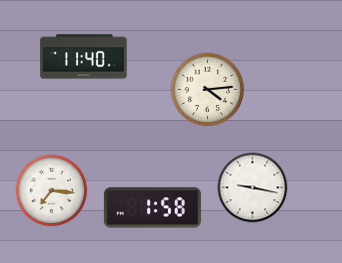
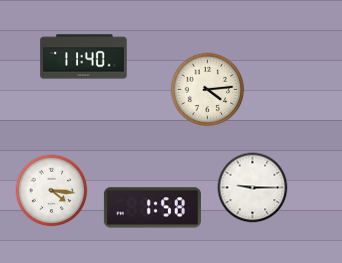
clock at (253, 188): 9:17 -> 9:15
clock at (52, 191): 7:16 -> 4:16
